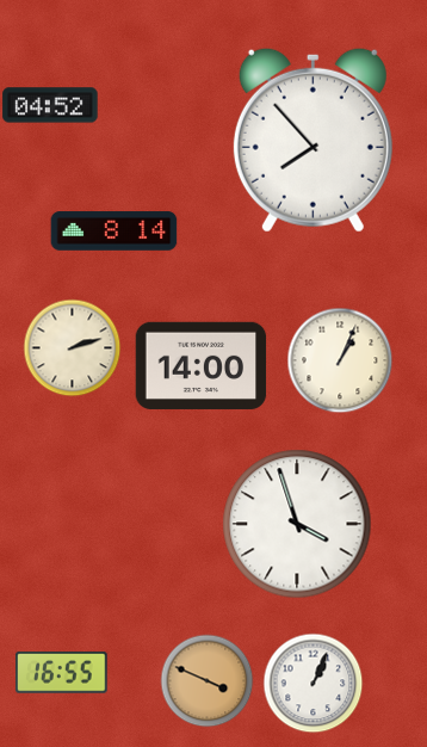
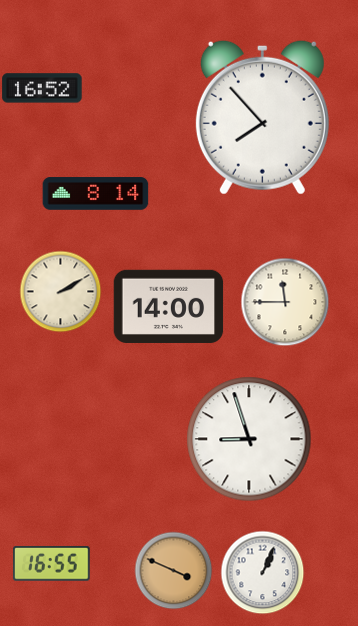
clock at (50, 105): 04:52 -> 16:52
clock at (72, 347): 2:12 -> 2:10
clock at (340, 360): 1:04 -> 11:45
clock at (297, 524): 3:57 -> 8:57
